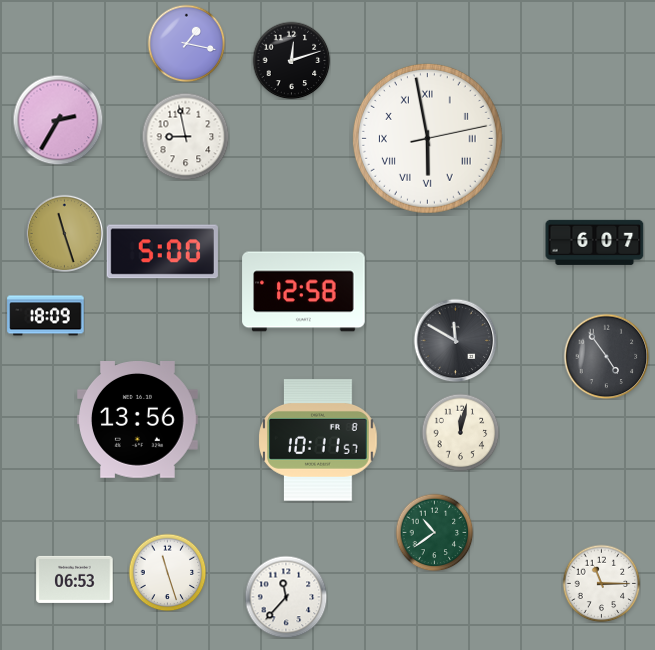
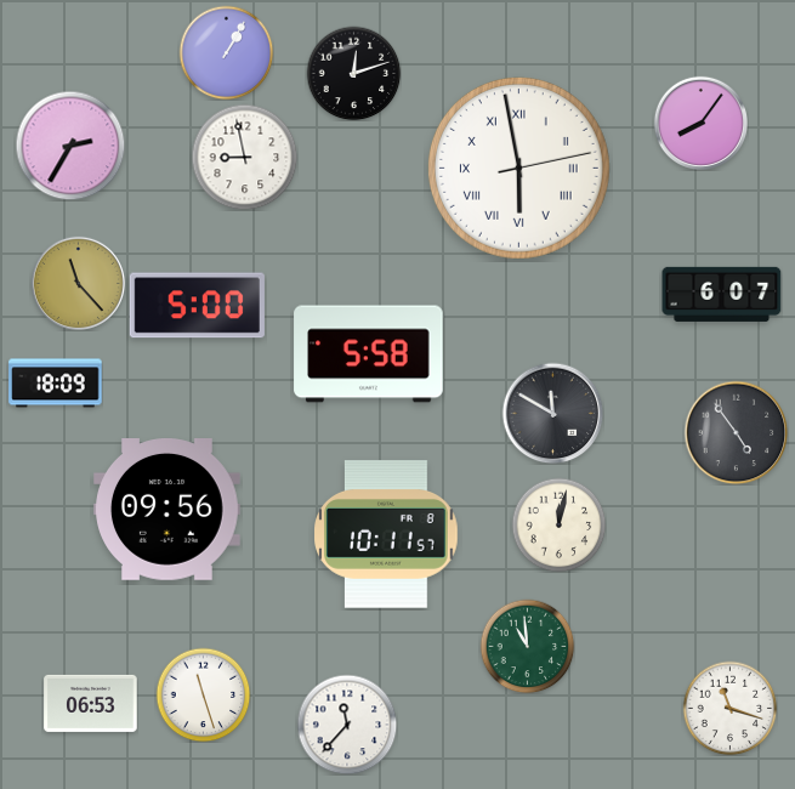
clock at (186, 43): 1:17 -> 1:05
clock at (700, 123): none -> 8:06
clock at (185, 136) position: (185, 136) -> (244, 157)
clock at (64, 233): 11:27 -> 11:23
clock at (304, 292): 12:58 -> 5:58
clock at (138, 420): 13:56 -> 09:56
clock at (434, 532): 10:39 -> 10:59
clock at (601, 583): 11:15 -> 11:18
